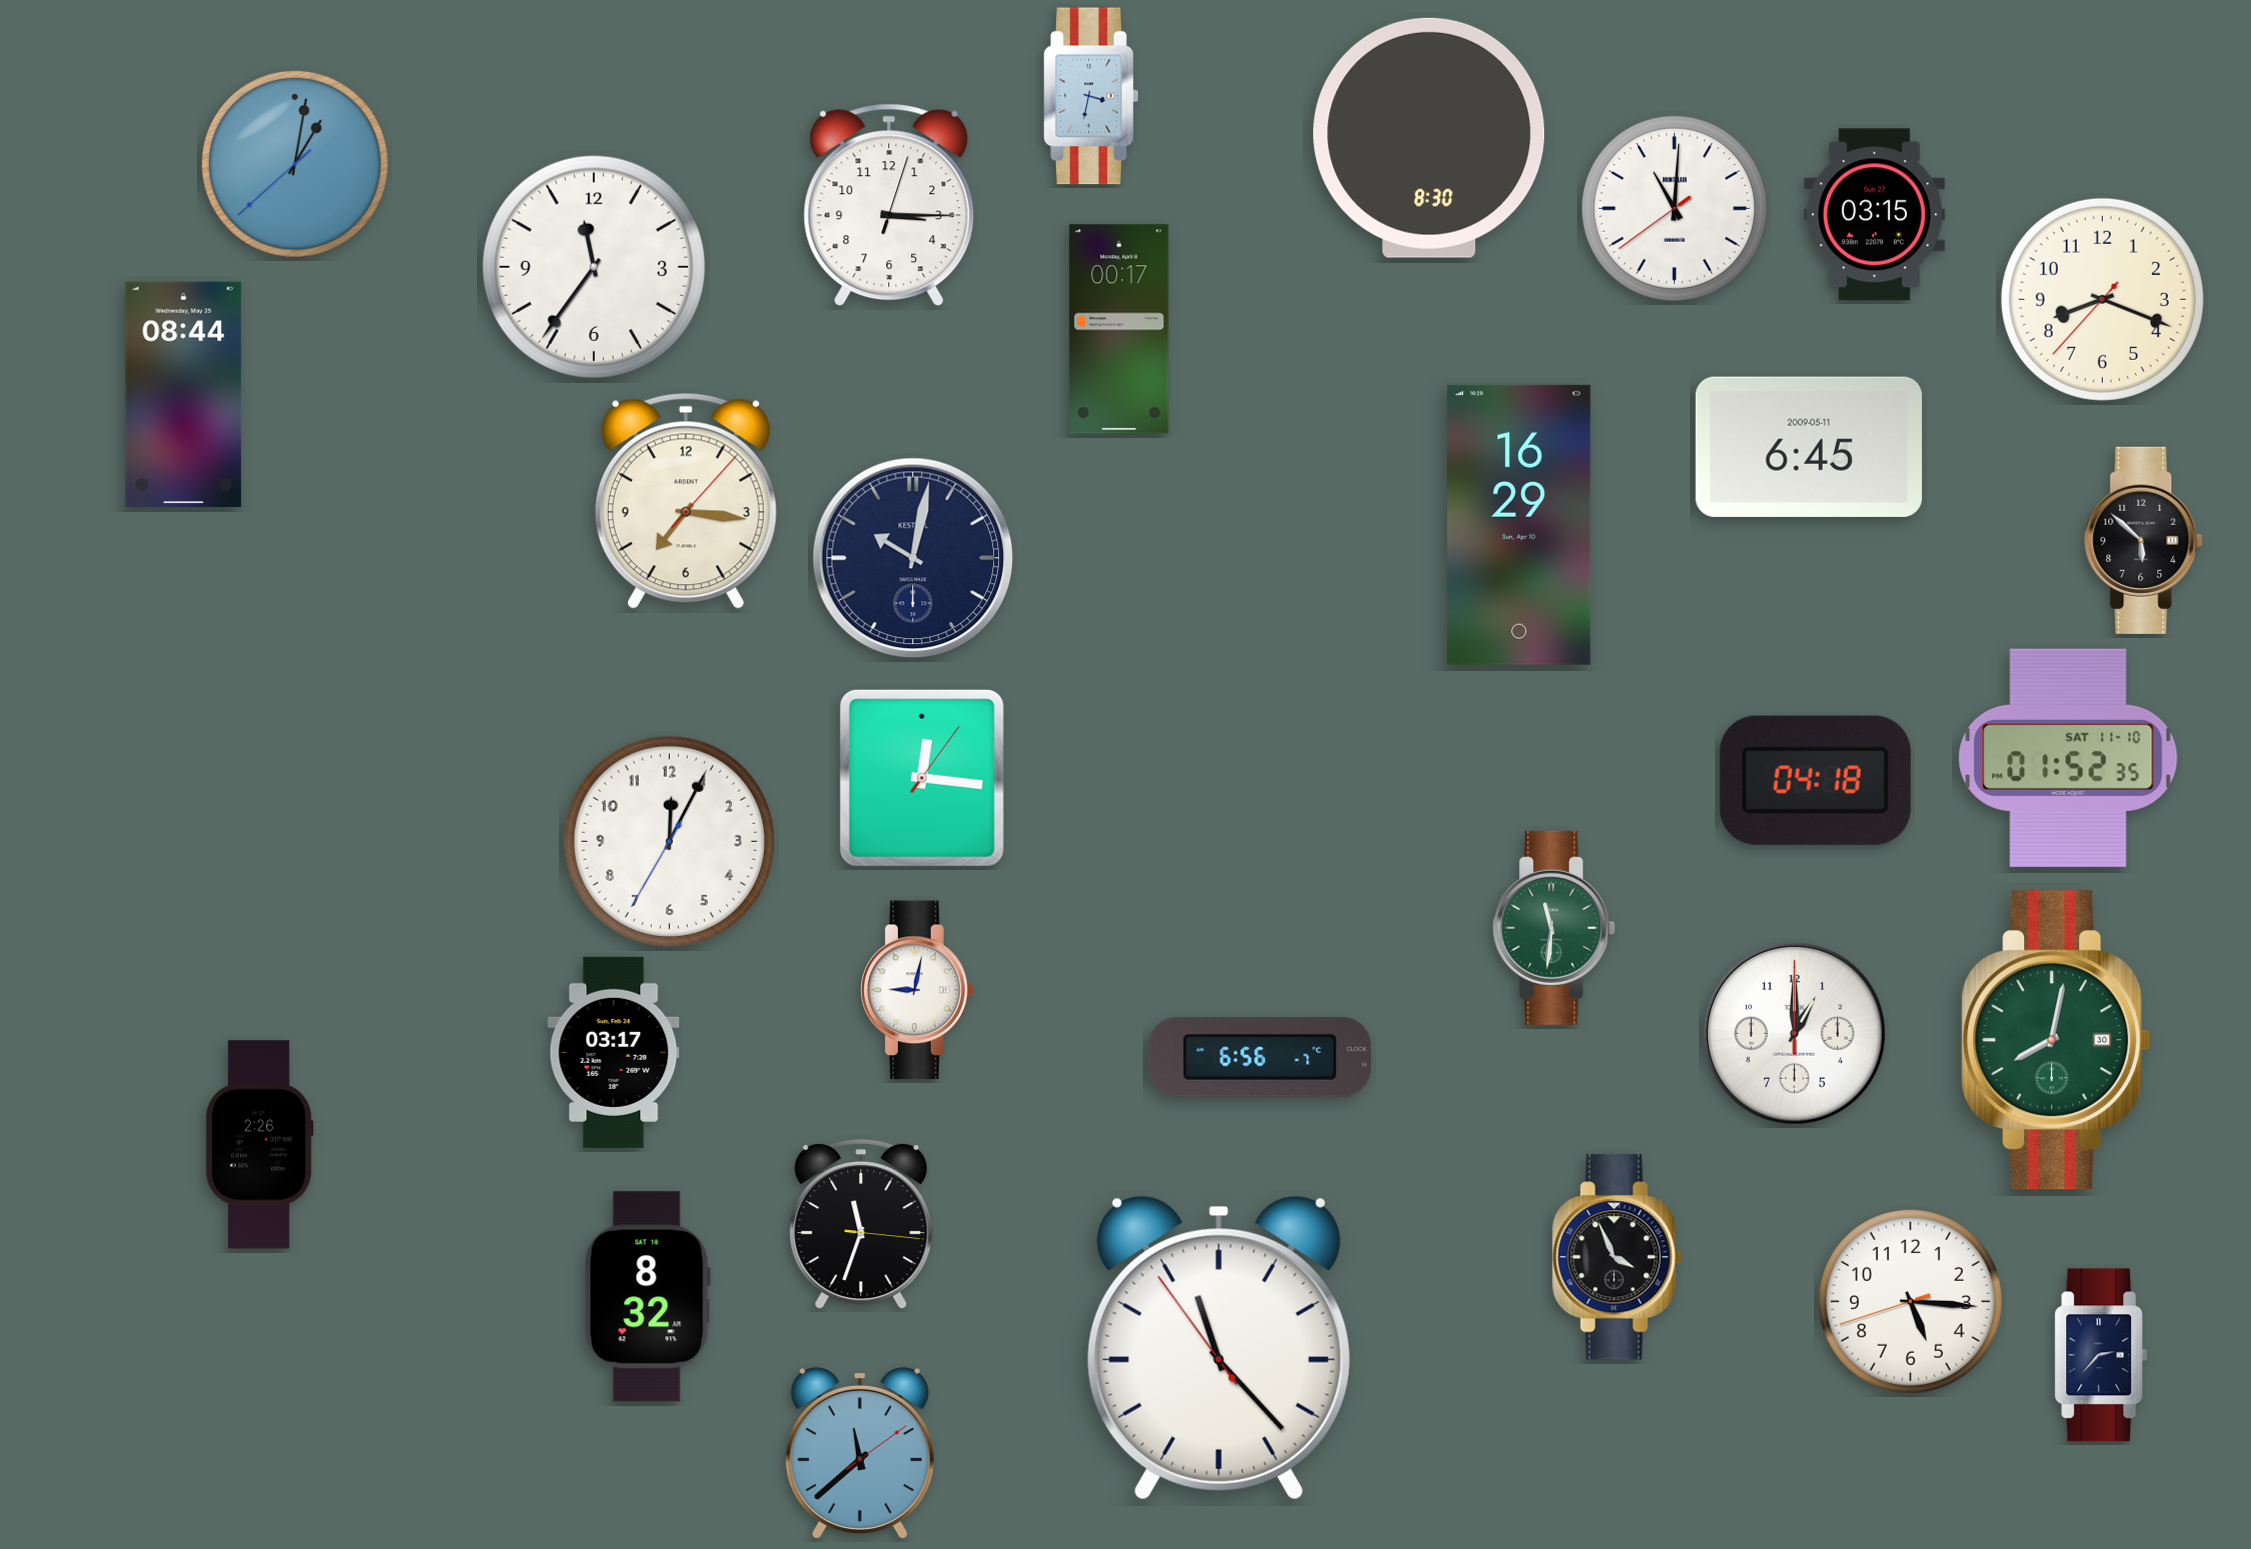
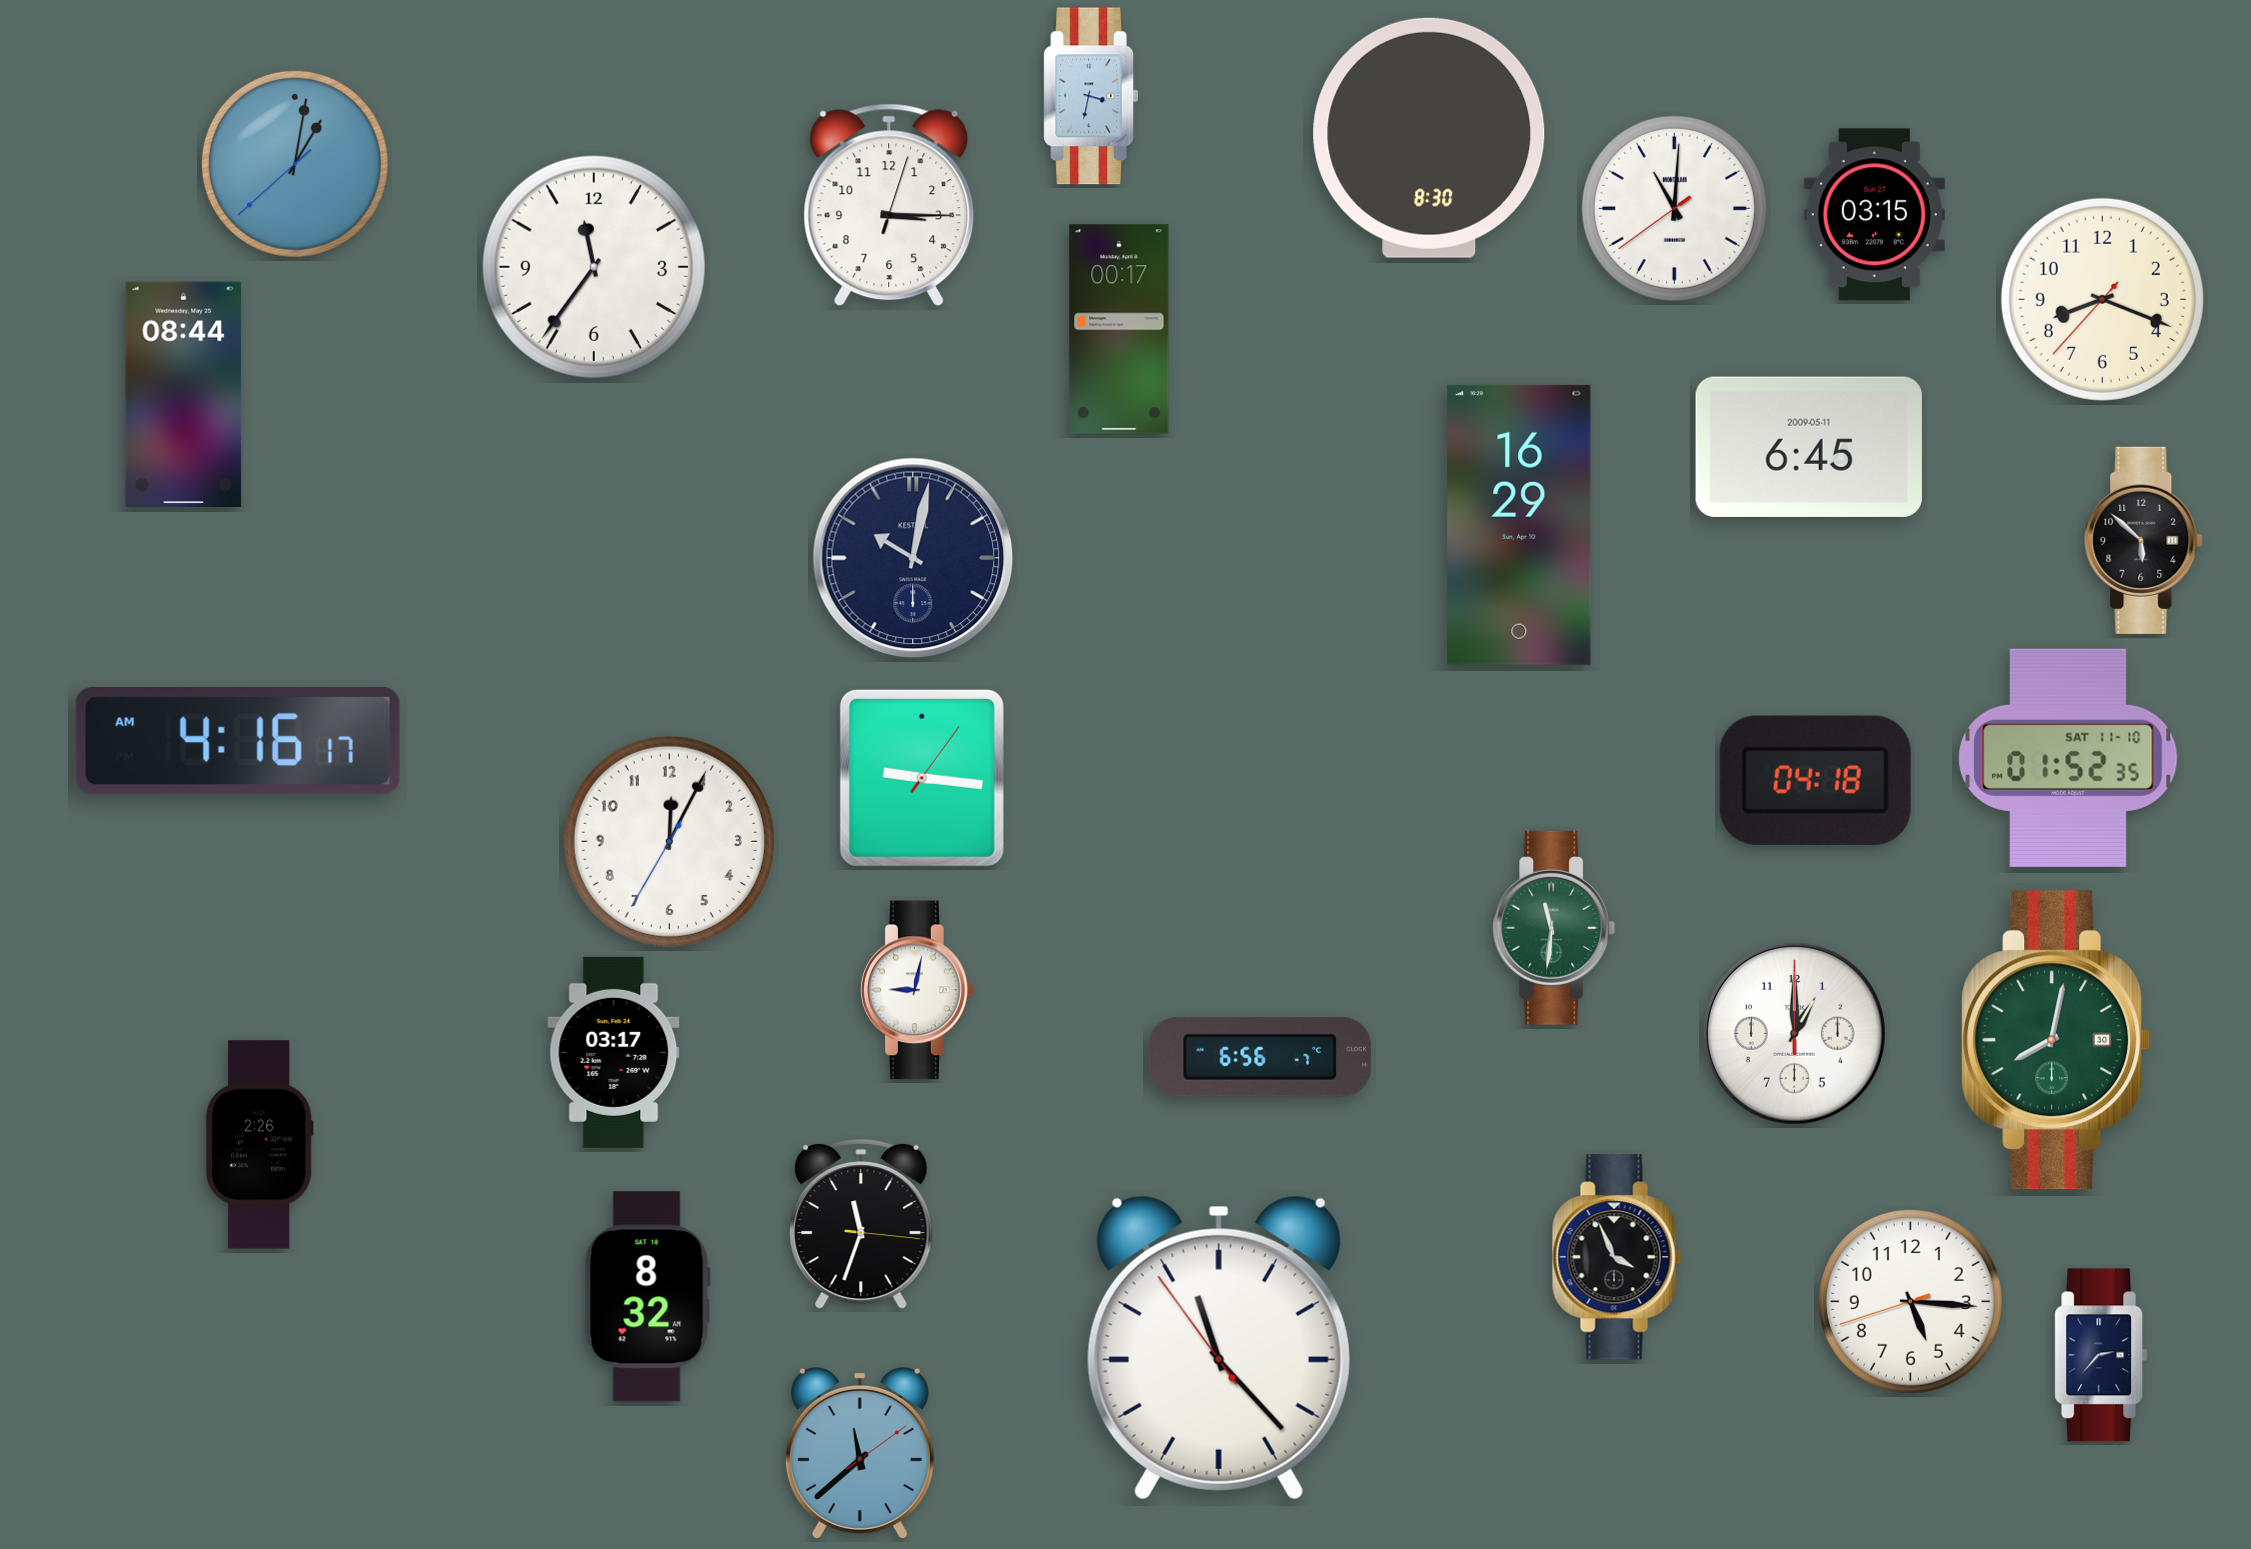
clock at (686, 501): 7:16 -> none
clock at (238, 741): none -> 4:16
clock at (922, 778): 12:16 -> 9:16
